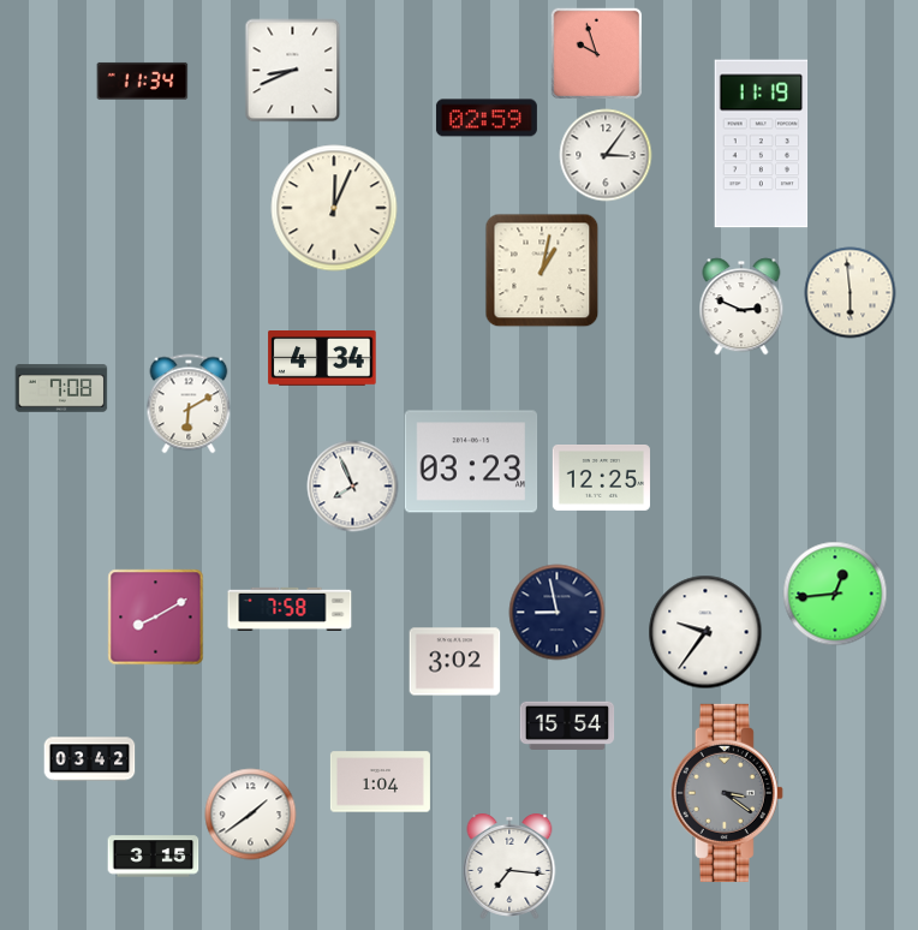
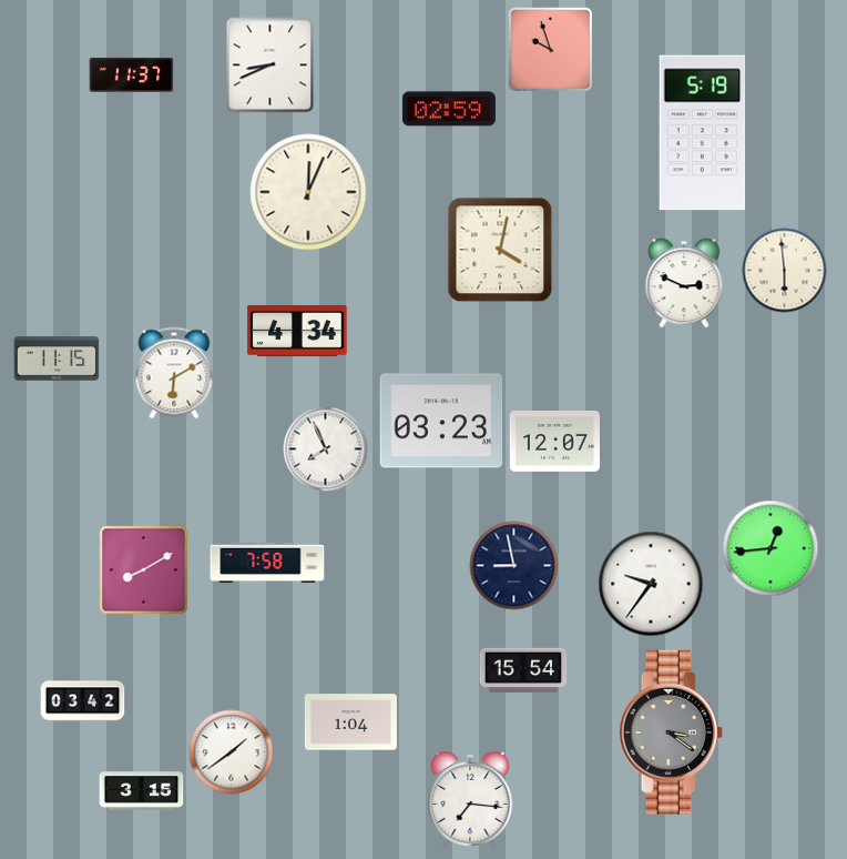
clock at (143, 81): 11:34 -> 11:37
clock at (762, 144): 11:19 -> 5:19
clock at (606, 155): 3:06 -> none
clock at (542, 270): 1:02 -> 4:02
clock at (61, 388): 7:08 -> 11:15
clock at (471, 461) position: (471, 461) -> (441, 421)
clock at (601, 478): 12:25 -> 12:07
clock at (455, 662): 3:02 -> none
